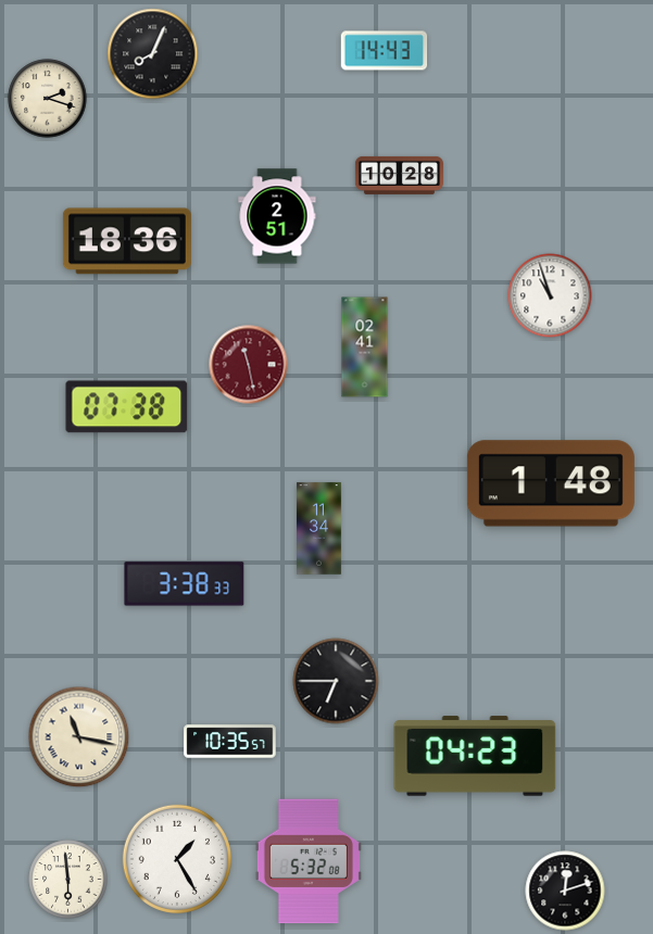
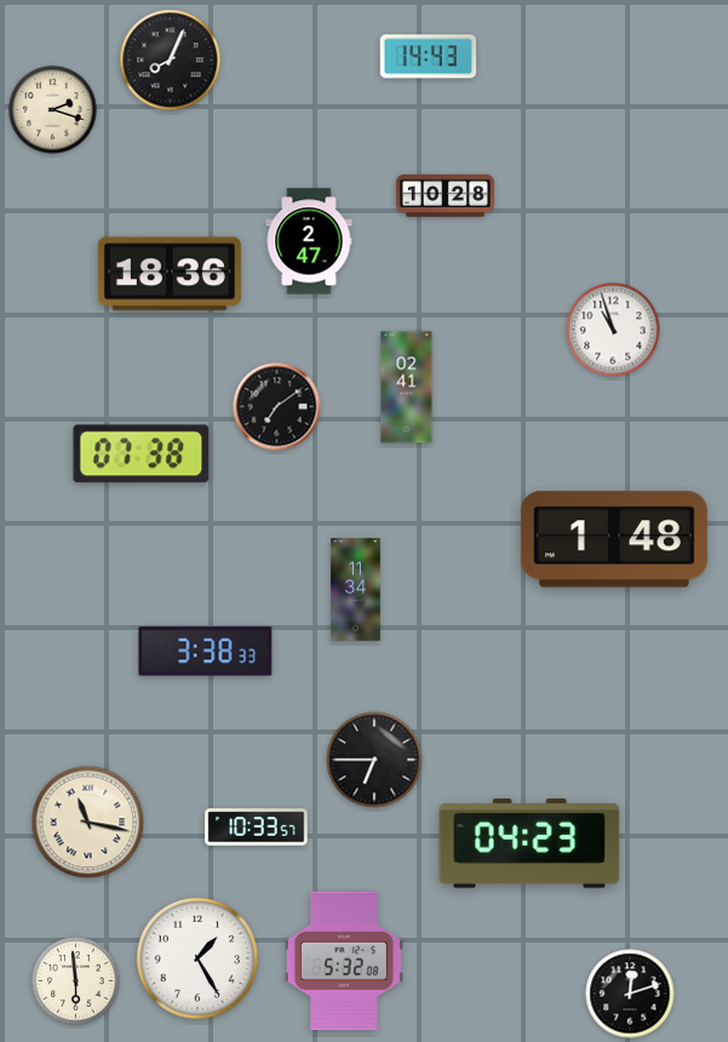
clock at (277, 216): 2:51 -> 2:47
clock at (127, 241) position: (127, 241) -> (170, 274)
clock at (249, 365): 11:28 -> 7:09
clock at (249, 365) dial: burgundy -> black
clock at (230, 742): 10:35 -> 10:33
